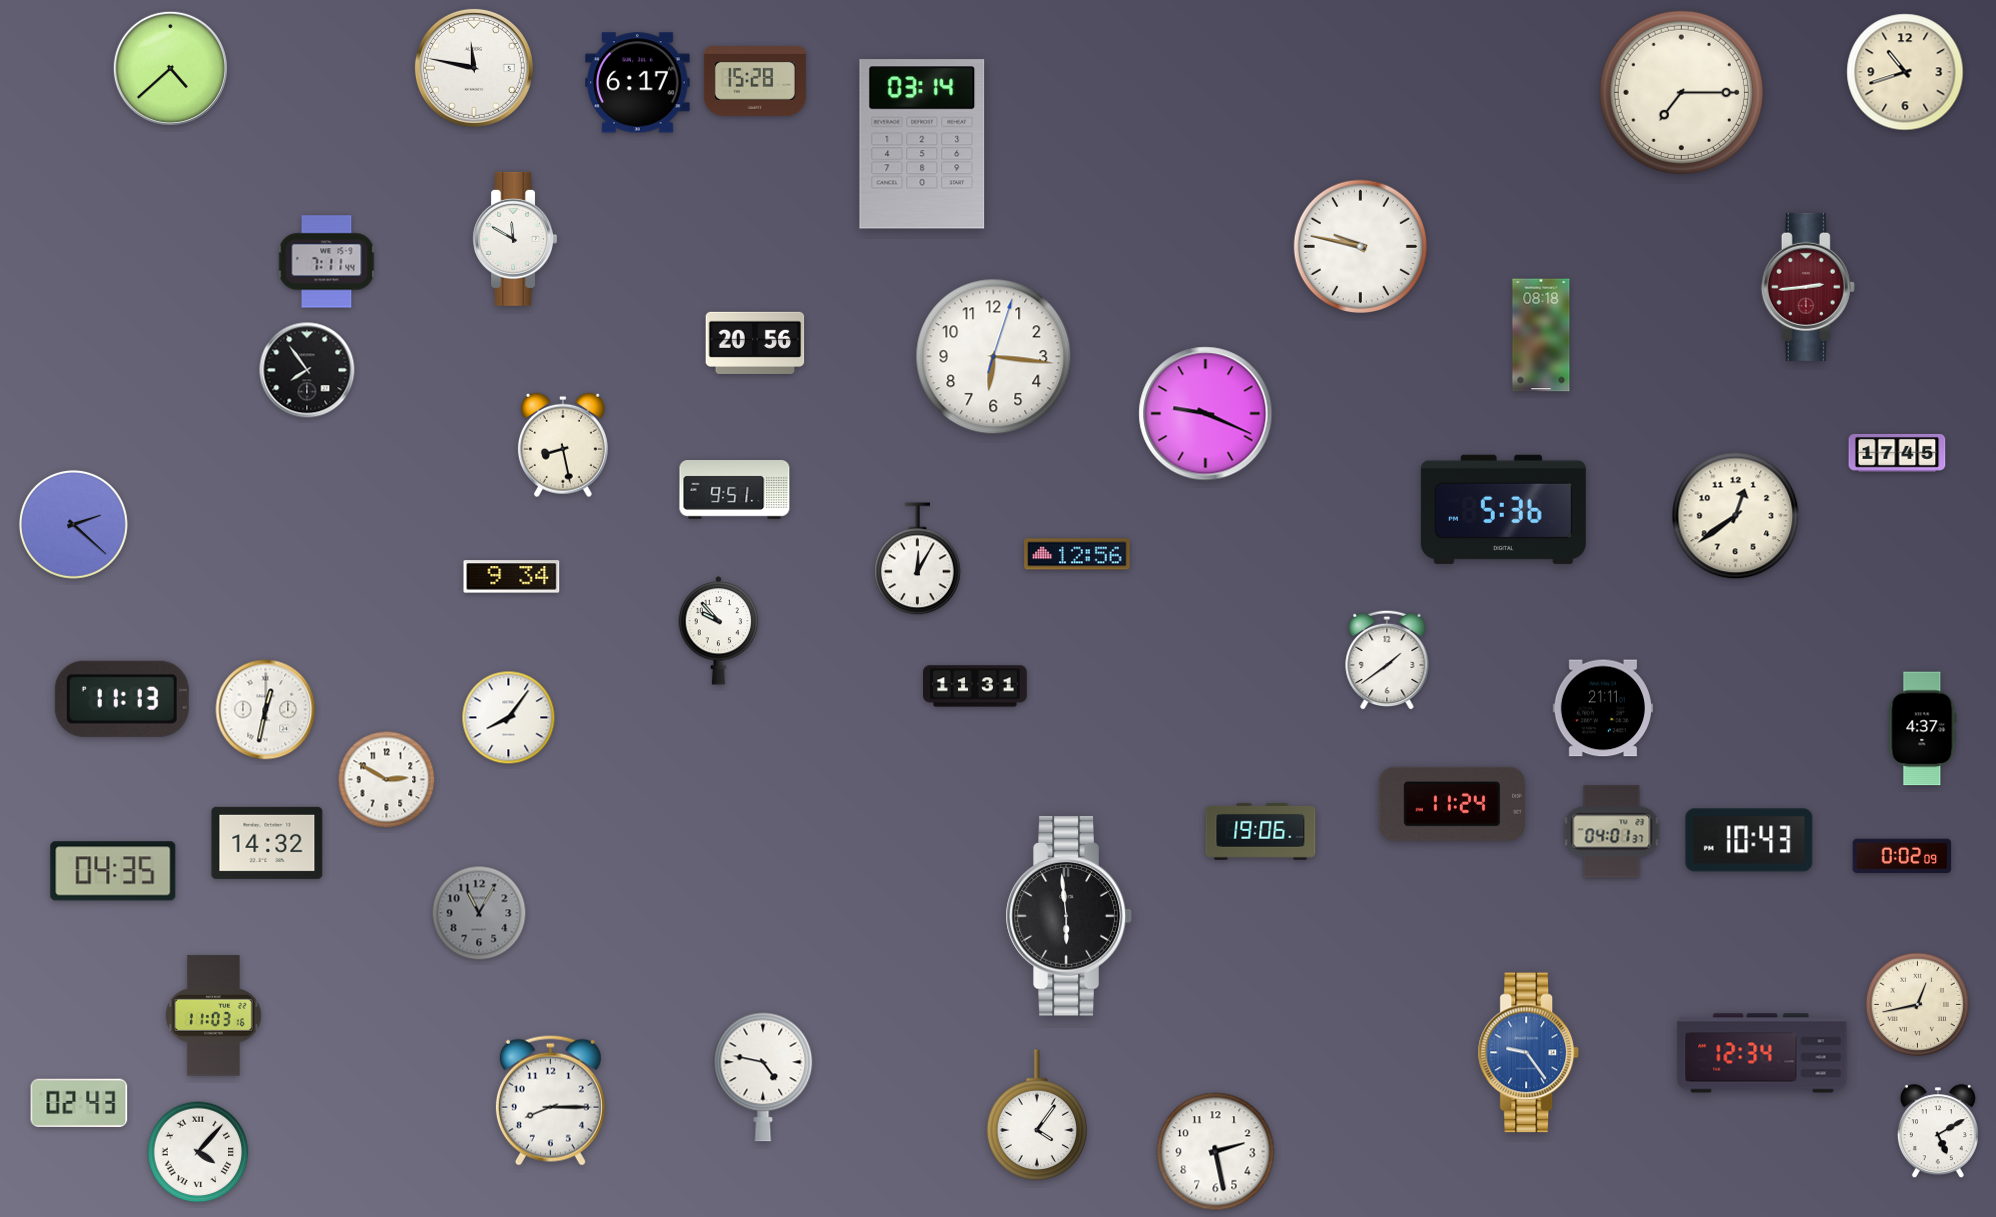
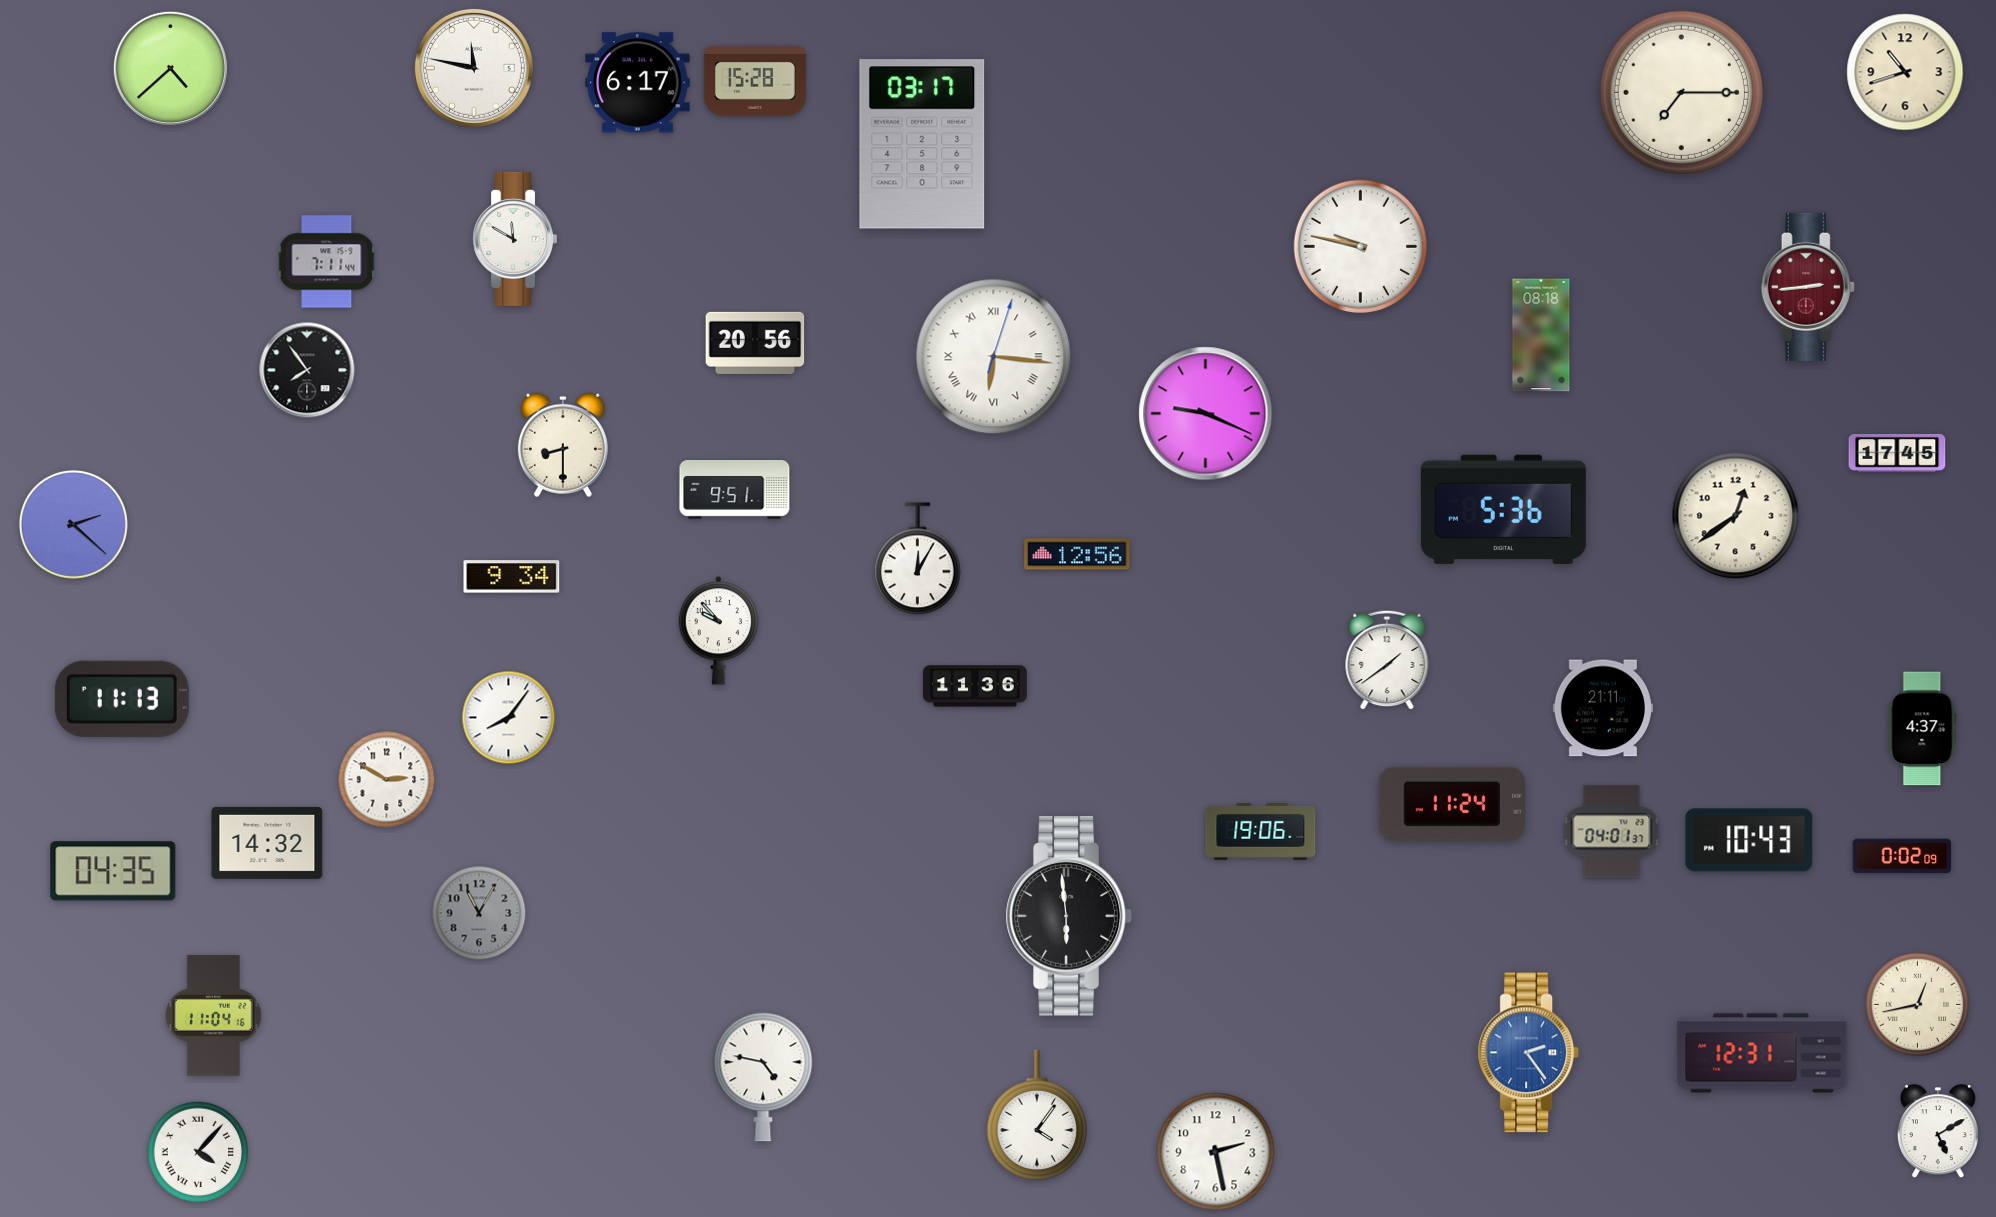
clock at (922, 144): 03:14 -> 03:17
clock at (994, 357) numerals: Arabic -> Roman
clock at (563, 445): 8:28 -> 8:30
clock at (975, 686): 11:31 -> 11:36
clock at (266, 710): 12:32 -> none
clock at (213, 1016): 11:03 -> 11:04
clock at (1529, 1053): 9:24 -> 2:24
clock at (1762, 1053): 12:34 -> 12:31
clock at (550, 1100): 8:15 -> none
clock at (79, 1103): 02:43 -> none
